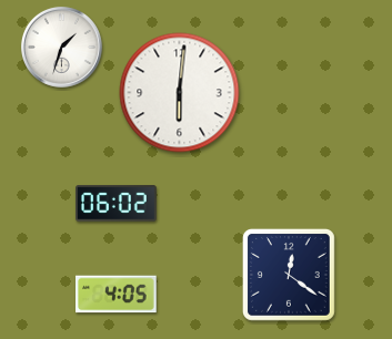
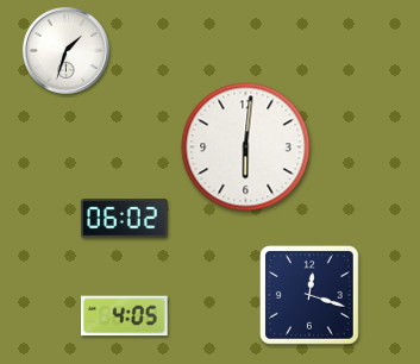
clock at (180, 93) position: (180, 93) -> (246, 148)
clock at (289, 275): 12:21 -> 12:18
